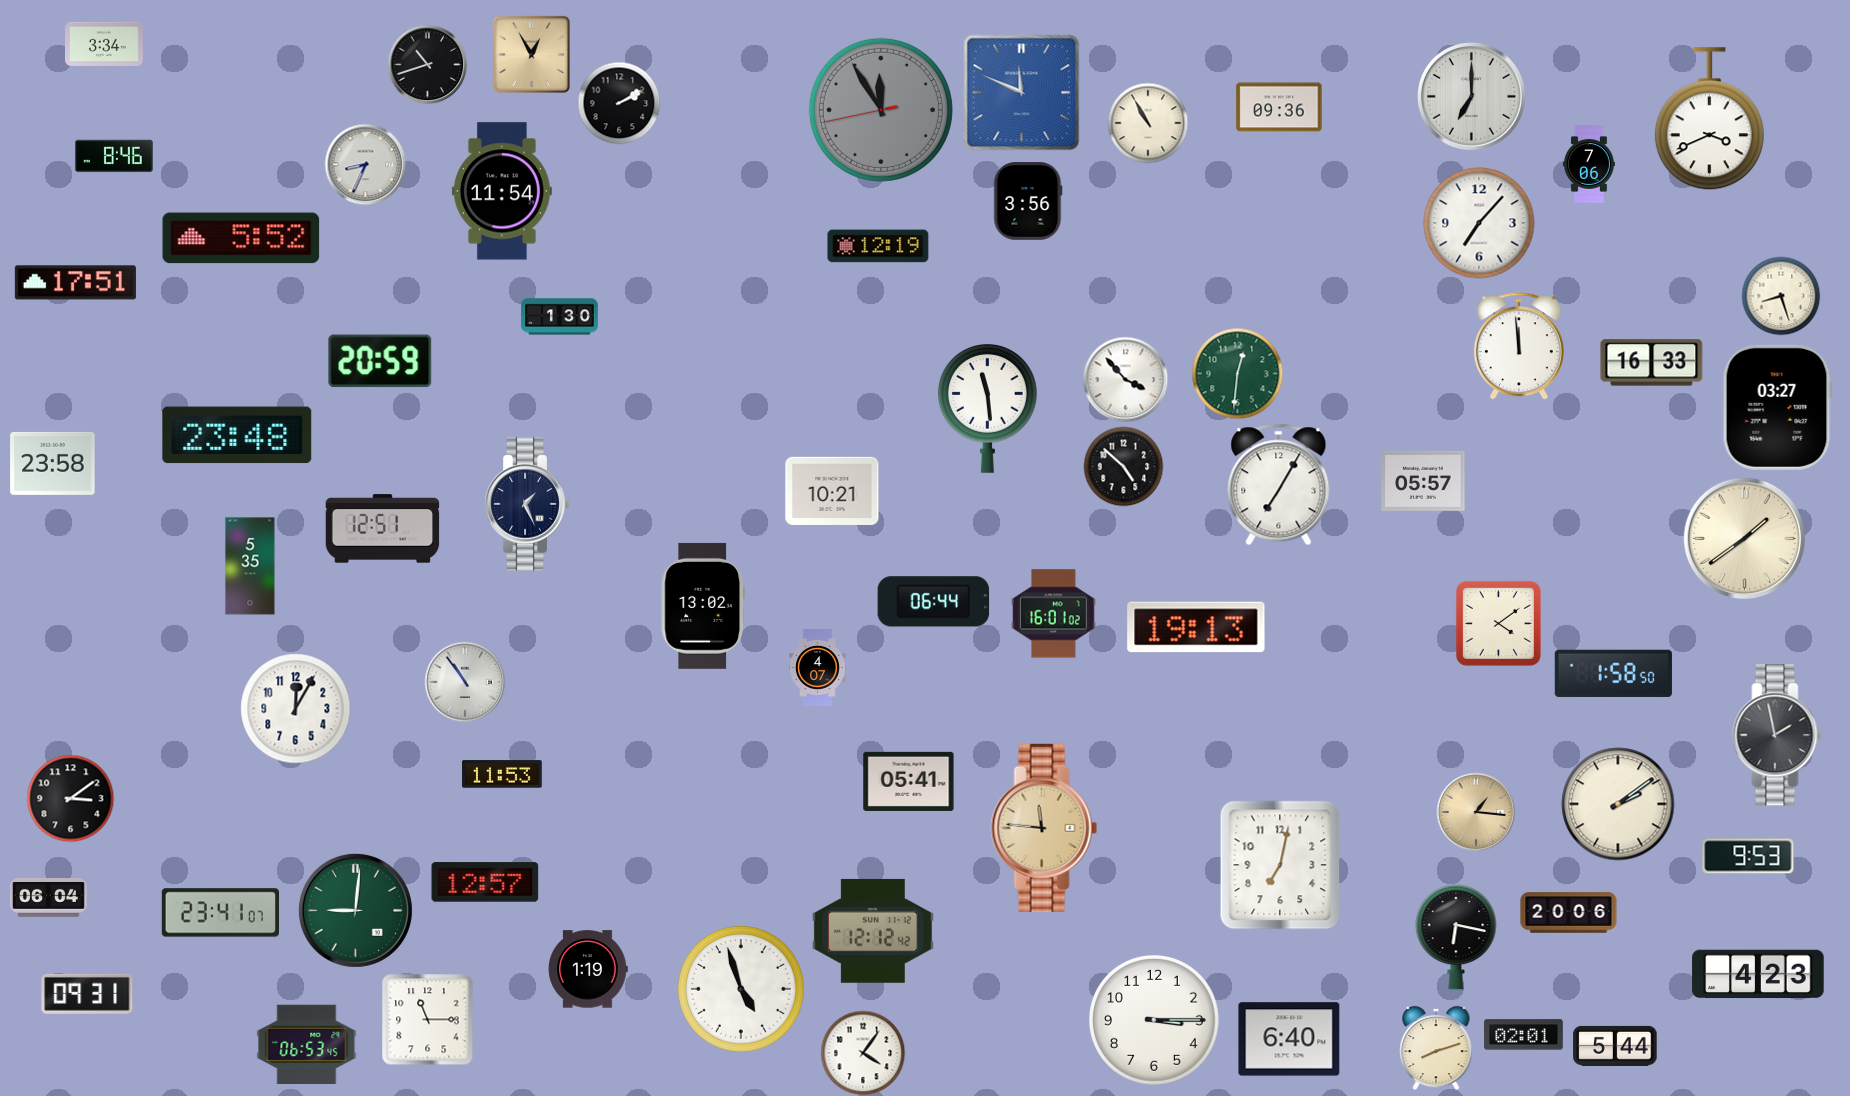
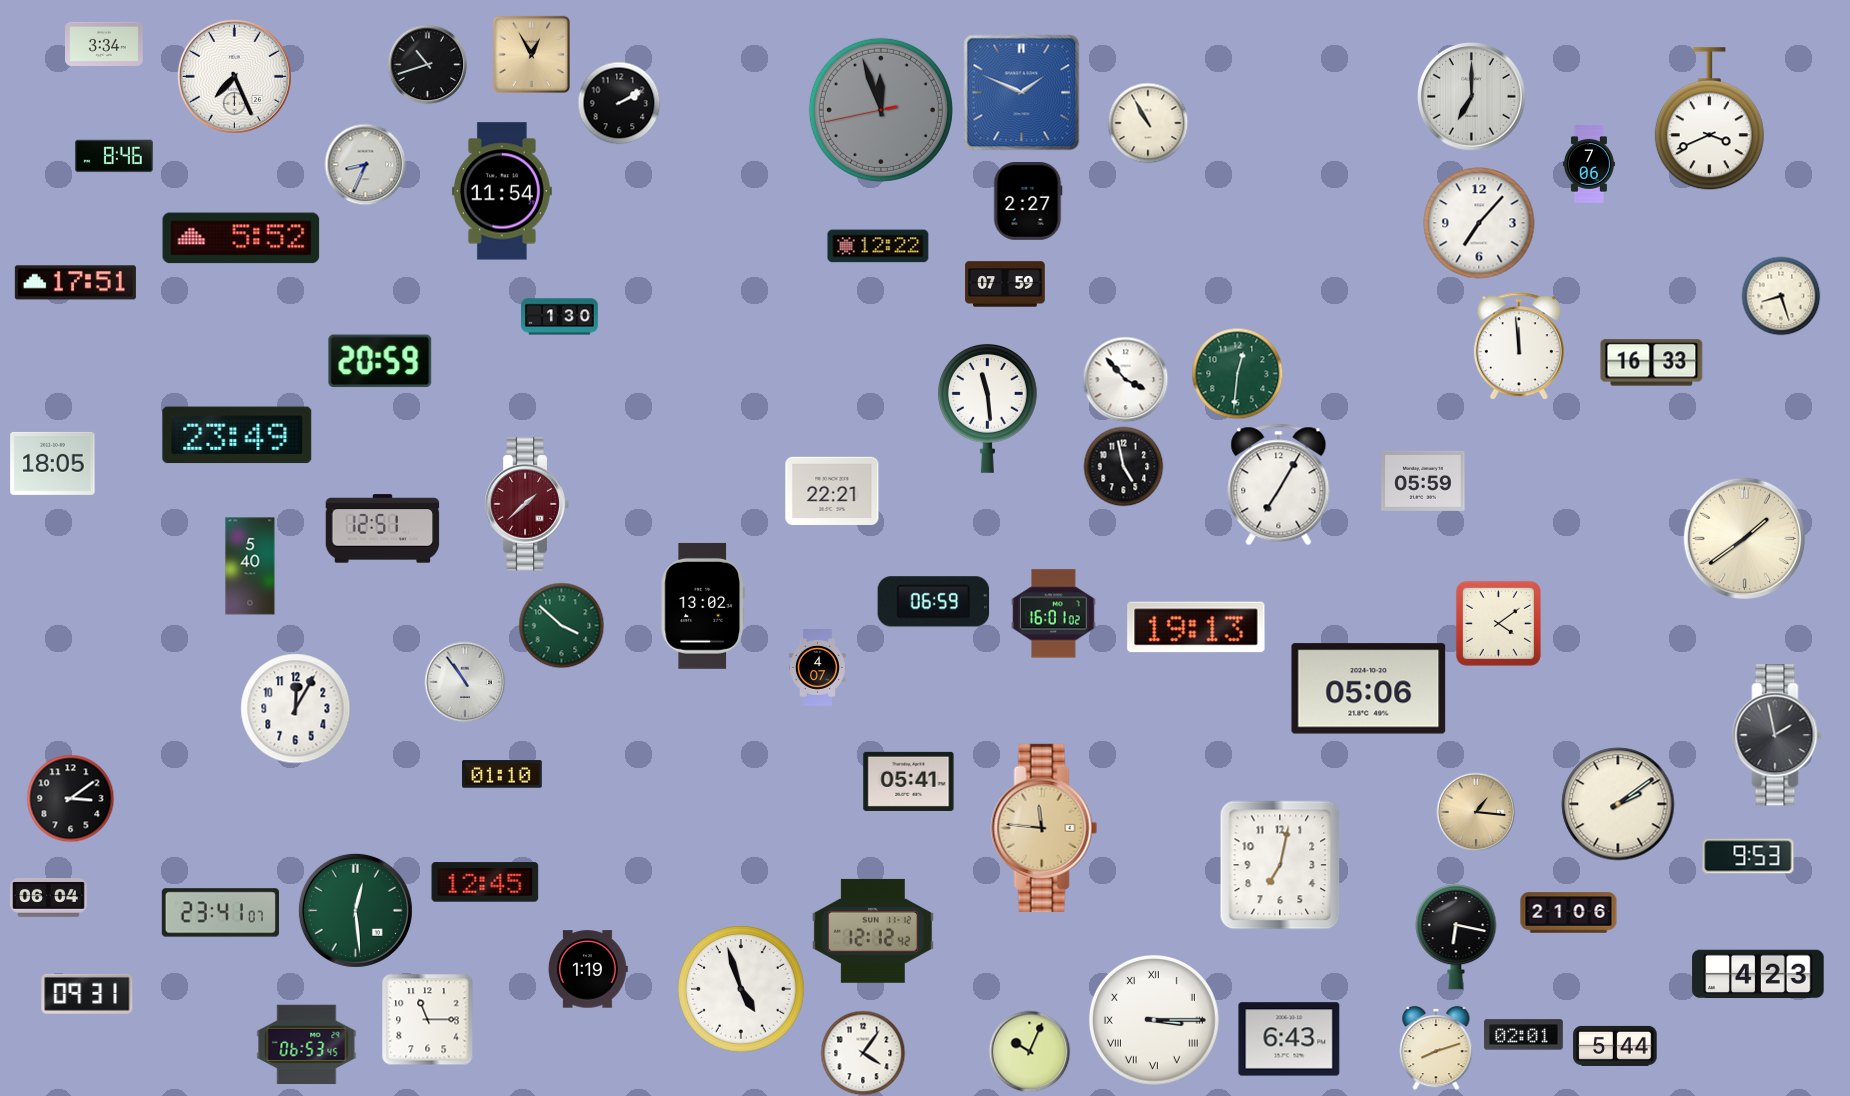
clock at (234, 76): none -> 7:26
clock at (1022, 93): 11:49 -> 1:49
clock at (1279, 107): 09:36 -> none
clock at (881, 110): 11:54 -> 11:56
clock at (1028, 202): 3:56 -> 2:27
clock at (878, 246): 12:19 -> 12:22
clock at (1005, 284): none -> 07:59
clock at (1777, 407): 03:27 -> none
clock at (237, 435): 23:48 -> 23:49
clock at (53, 463): 23:58 -> 18:05
clock at (1123, 466): 4:52 -> 4:58
clock at (1423, 481): 05:57 -> 05:59
clock at (832, 491): 10:21 -> 22:21
clock at (527, 504): 1:26 -> 1:38
clock at (527, 504) dial: navy -> burgundy
clock at (250, 566): 5:35 -> 5:40
clock at (934, 602): 06:44 -> 06:59
clock at (561, 625): none -> 3:52
clock at (1613, 673): 1:58 -> none
clock at (1369, 689): none -> 05:06
clock at (502, 774): 11:53 -> 01:10
clock at (485, 882): 12:57 -> 12:45
clock at (355, 910): 9:01 -> 12:29
clock at (1569, 913): 20:06 -> 21:06
clock at (1154, 1020) numerals: Arabic -> Roman
clock at (1289, 1039): 6:40 -> 6:43
clock at (1029, 1051): none -> 10:04
